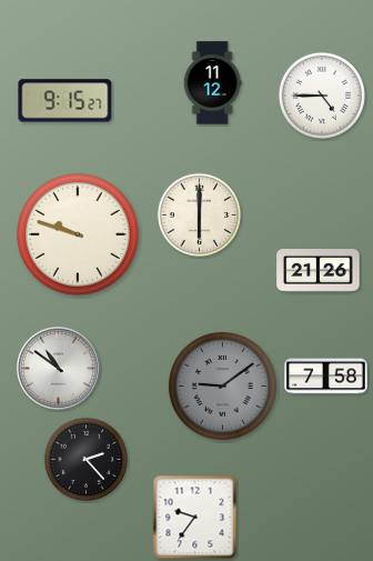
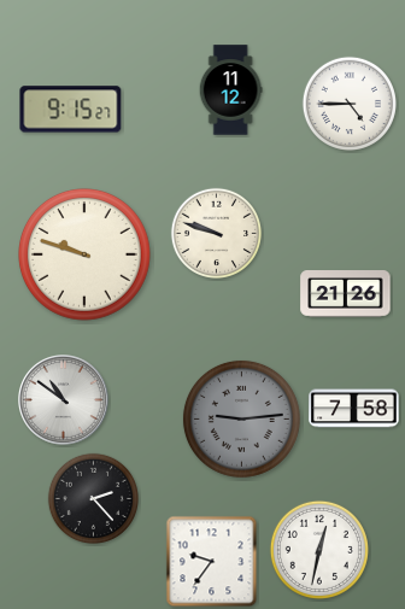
clock at (199, 214): 6:00 -> 9:48
clock at (222, 385): 9:09 -> 9:14
clock at (319, 550): none -> 12:32
